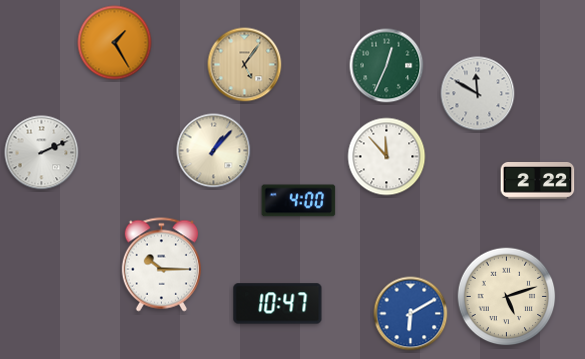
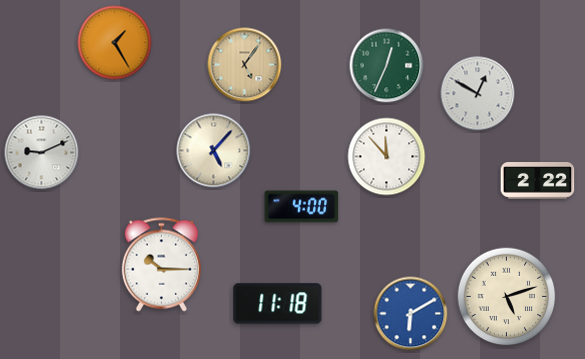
clock at (478, 94): 11:50 -> 12:50
clock at (214, 151): 1:07 -> 5:07
clock at (42, 153): 2:11 -> 9:11
clock at (299, 201) position: (299, 201) -> (302, 207)
clock at (278, 304): 10:47 -> 11:18
